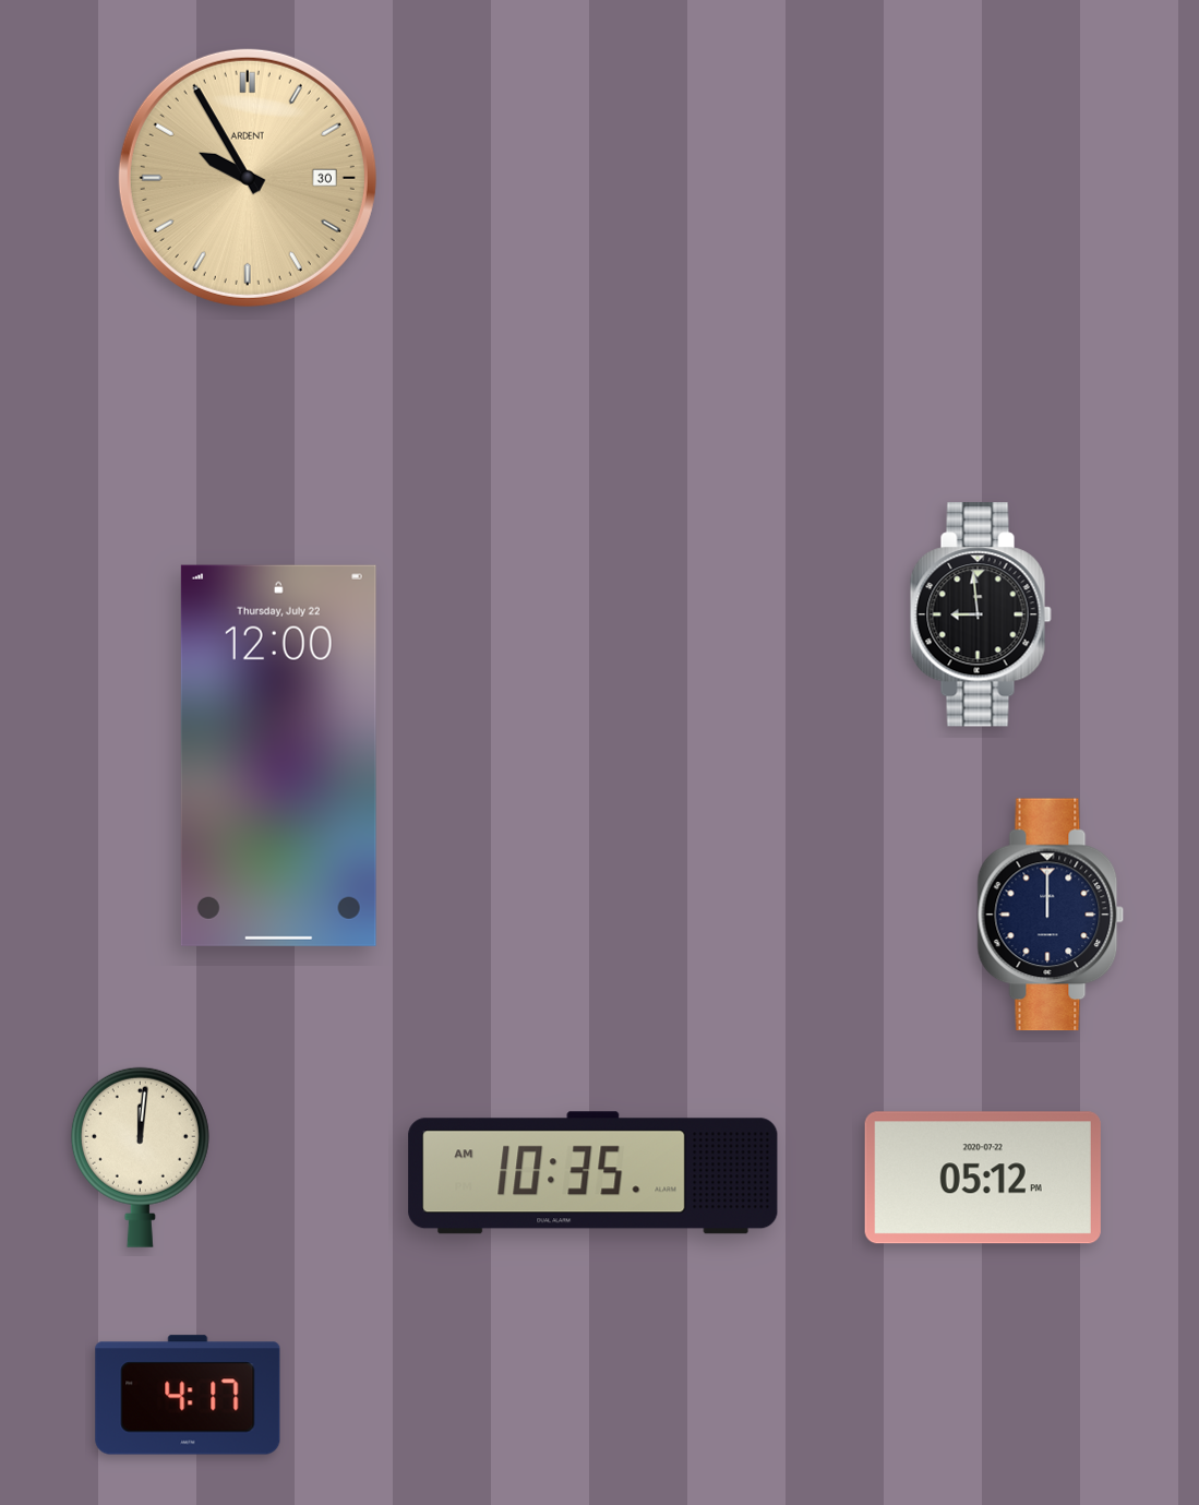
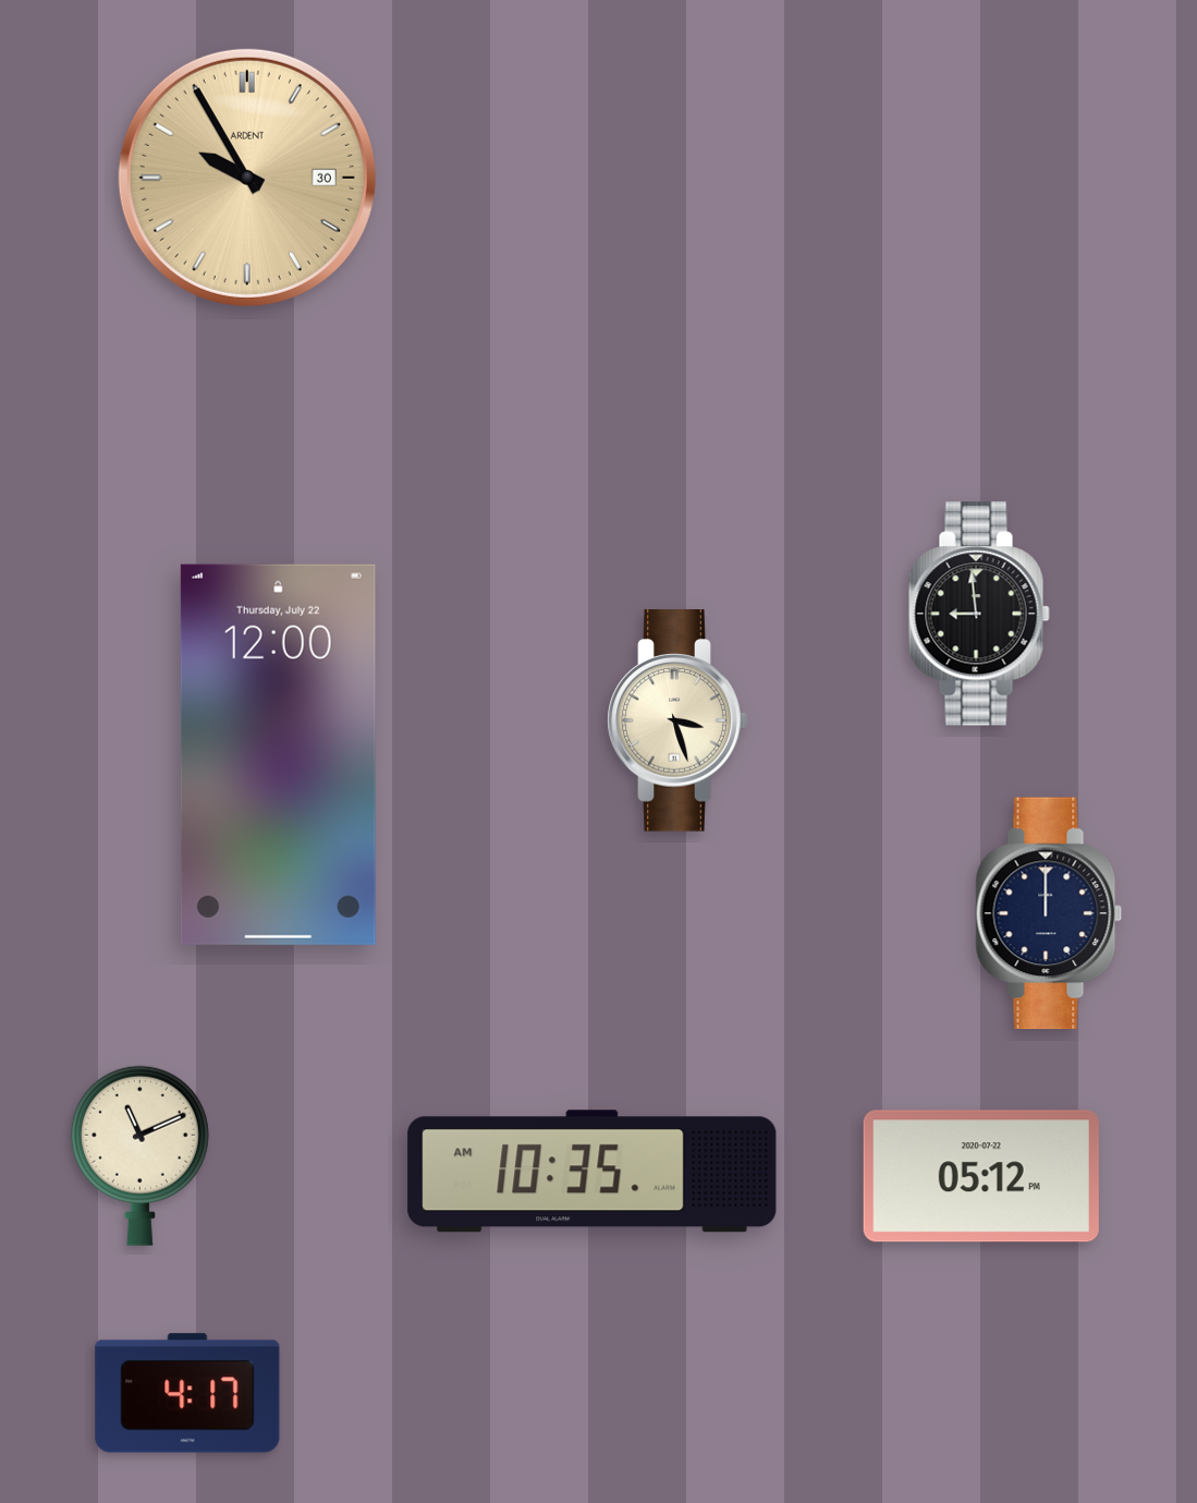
clock at (677, 720): none -> 3:27
clock at (140, 1157): 12:01 -> 11:11
